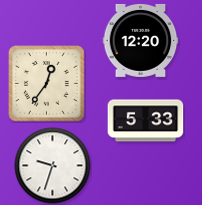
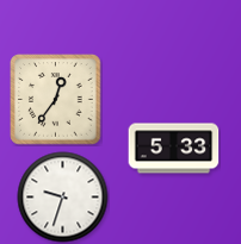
clock at (141, 40): 12:20 -> none
clock at (146, 121) position: (146, 121) -> (174, 149)
